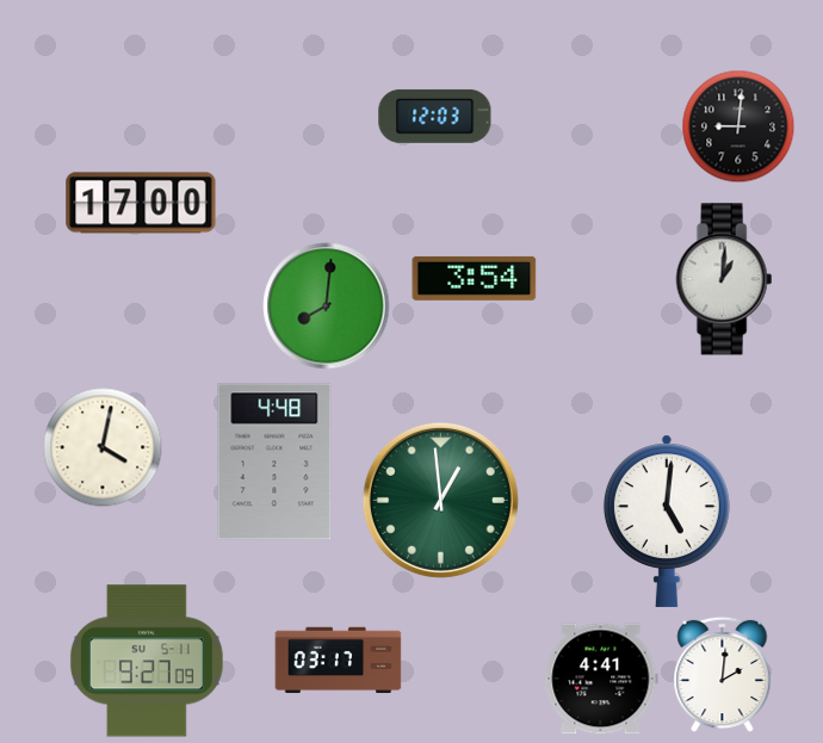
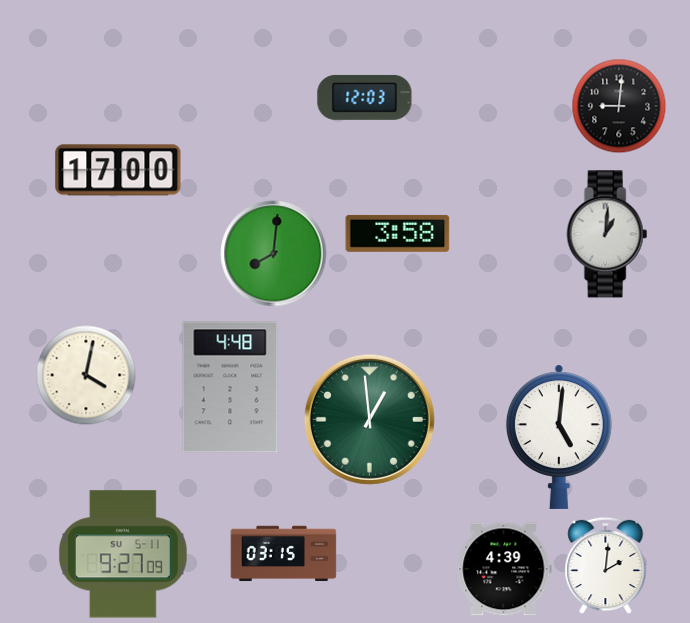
clock at (475, 278): 3:54 -> 3:58
clock at (327, 307) position: (327, 307) -> (274, 254)
clock at (339, 661): 03:17 -> 03:15
clock at (601, 679): 4:41 -> 4:39
